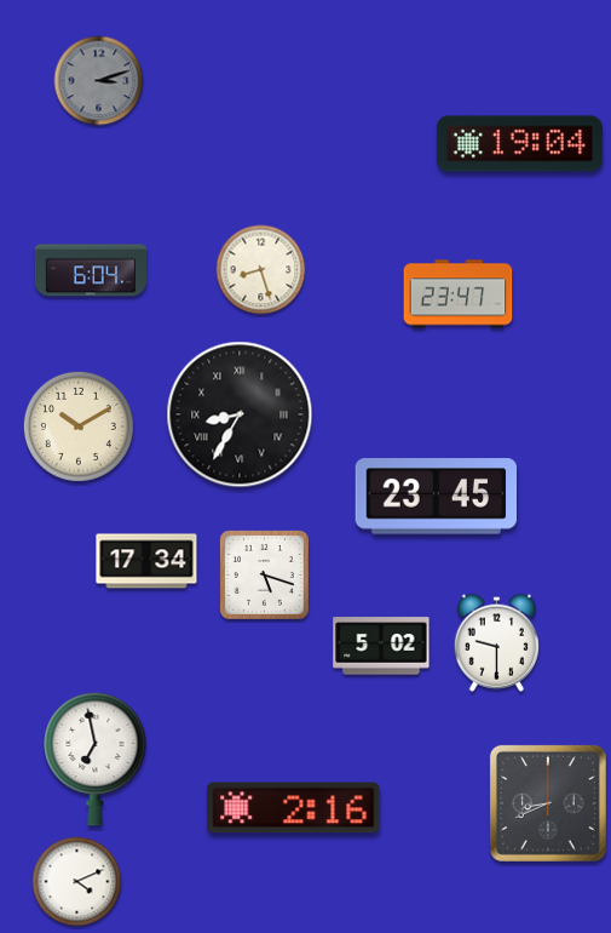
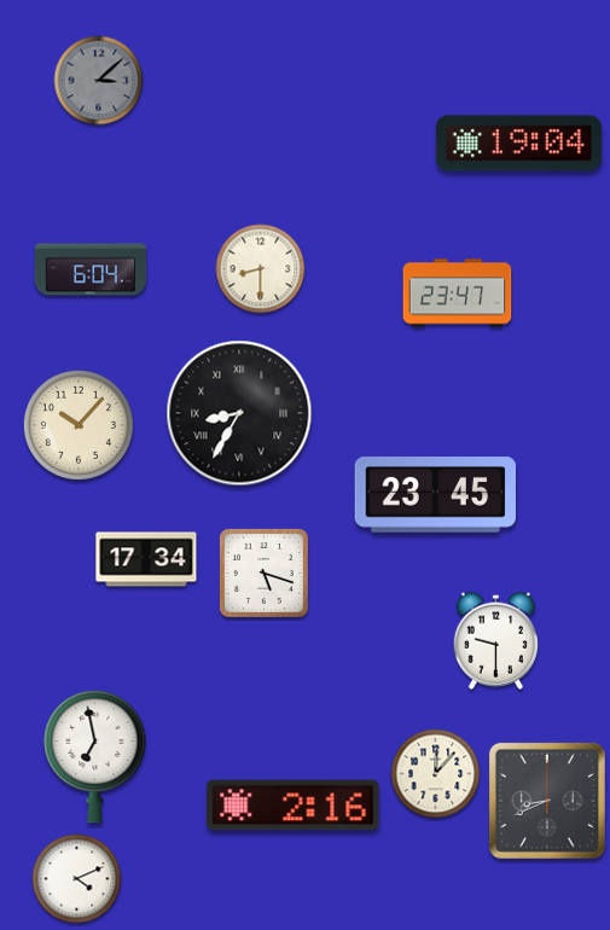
clock at (99, 81): 3:12 -> 3:08
clock at (261, 270): 8:27 -> 8:30
clock at (79, 427): 10:10 -> 10:07
clock at (381, 646): 5:02 -> none
clock at (436, 774): none -> 12:07
